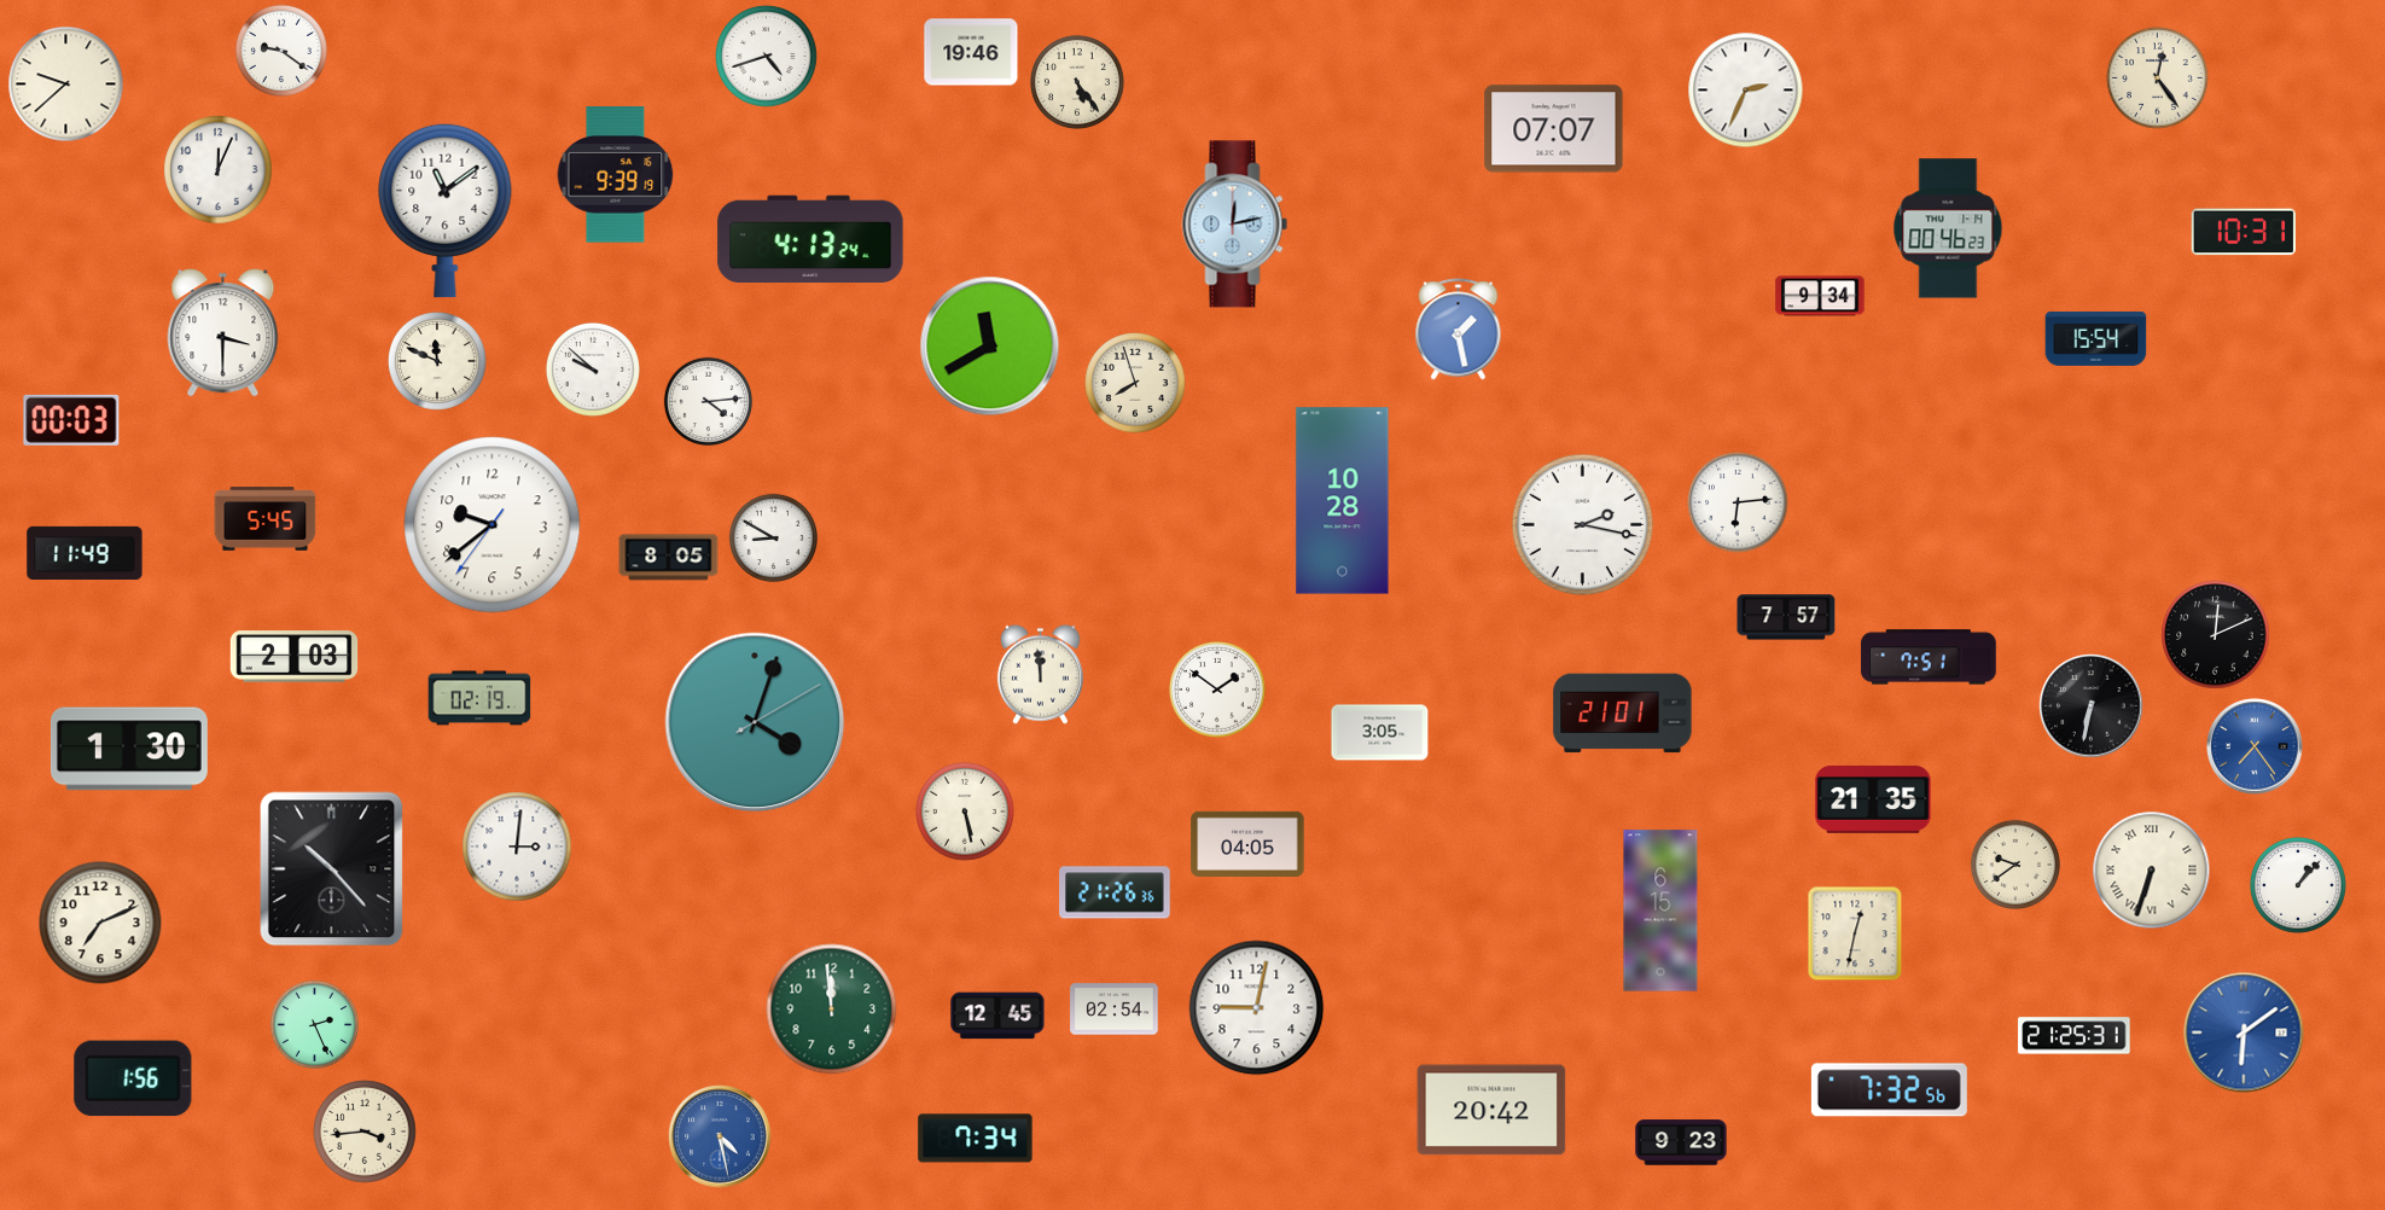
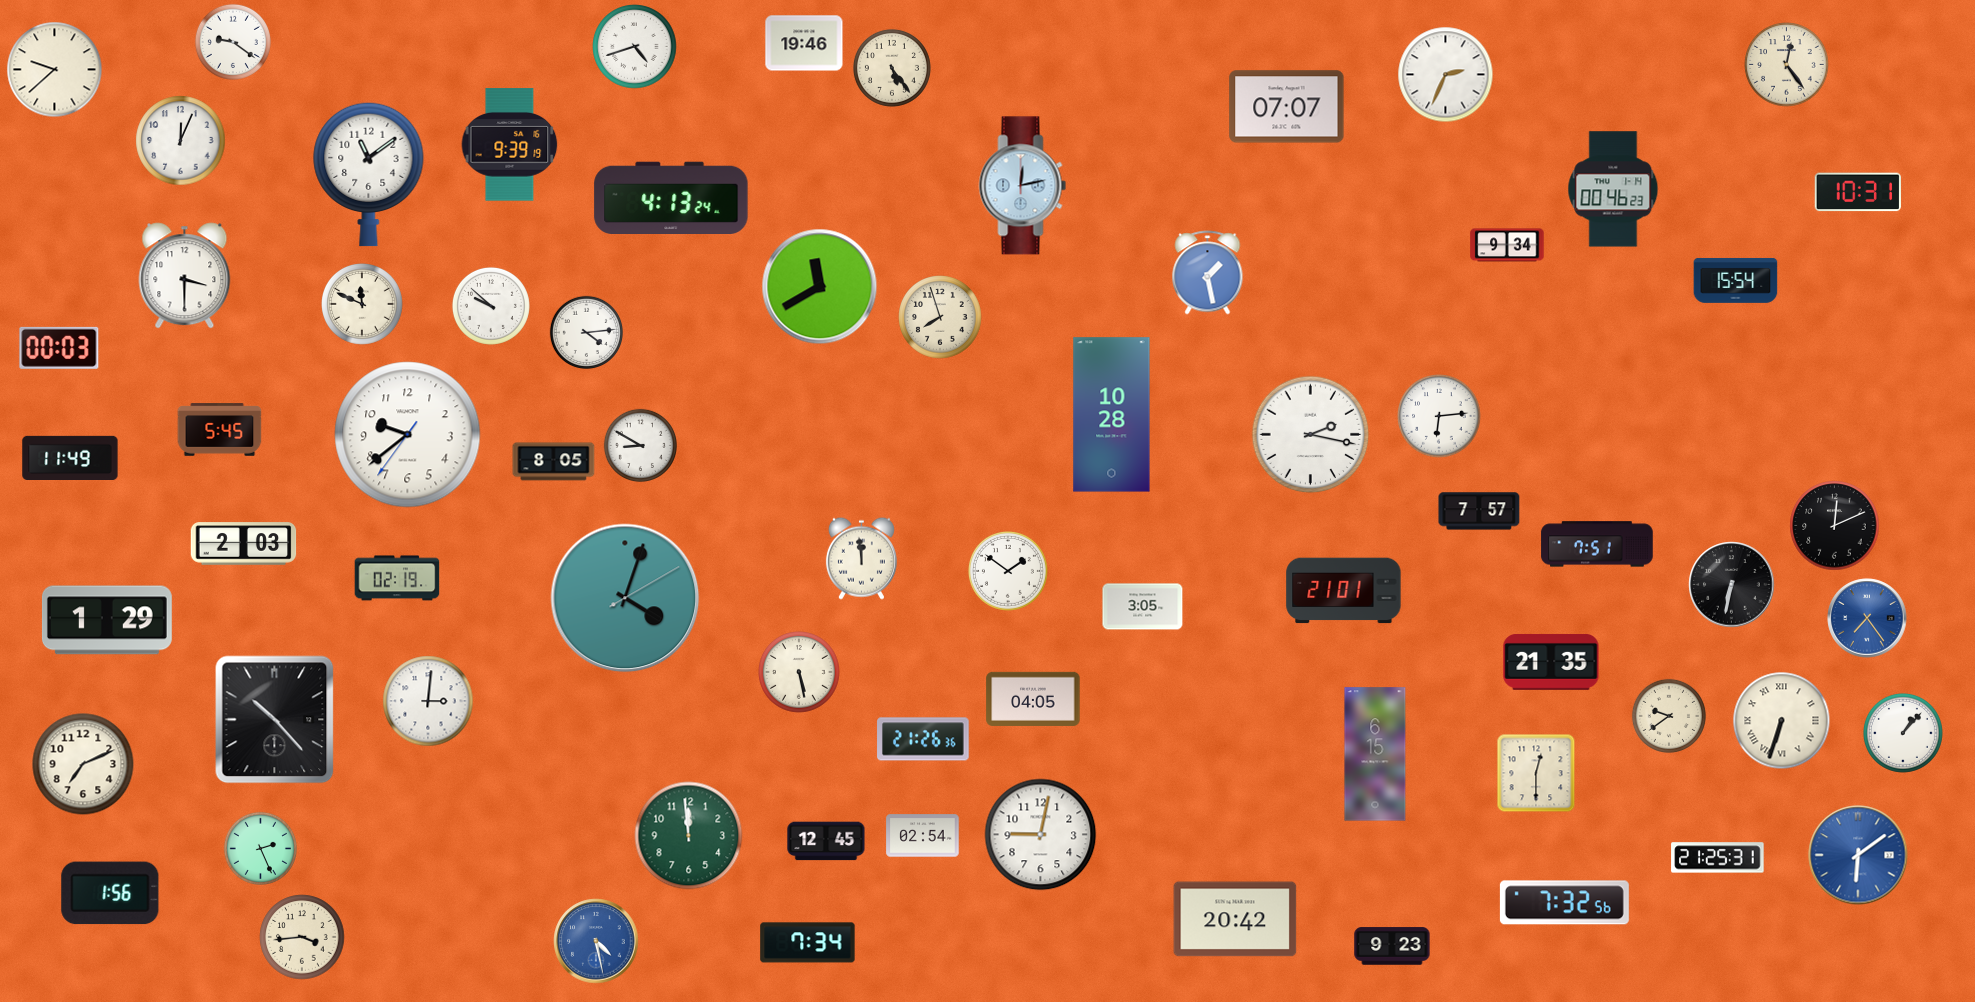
clock at (438, 362) position: (438, 362) -> (363, 305)
clock at (129, 749): 1:30 -> 1:29
clock at (1855, 933): 12:32 -> 12:30
